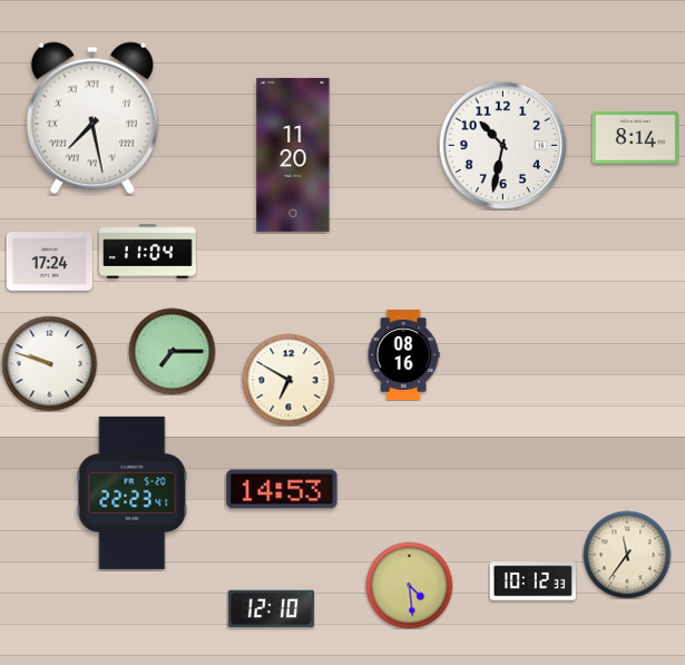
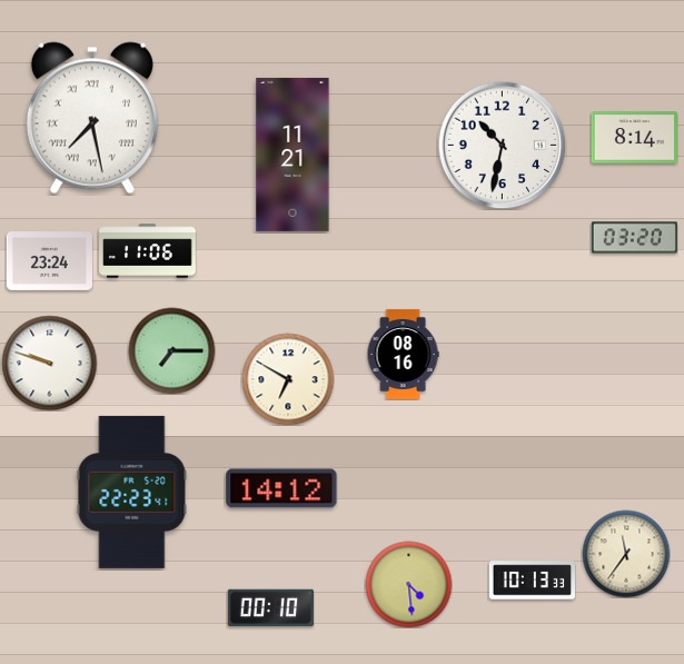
clock at (293, 155): 11:20 -> 11:21
clock at (634, 238): none -> 03:20
clock at (148, 252): 11:04 -> 11:06
clock at (49, 262): 17:24 -> 23:24
clock at (282, 489): 14:53 -> 14:12
clock at (532, 581): 10:12 -> 10:13
clock at (271, 609): 12:10 -> 00:10
